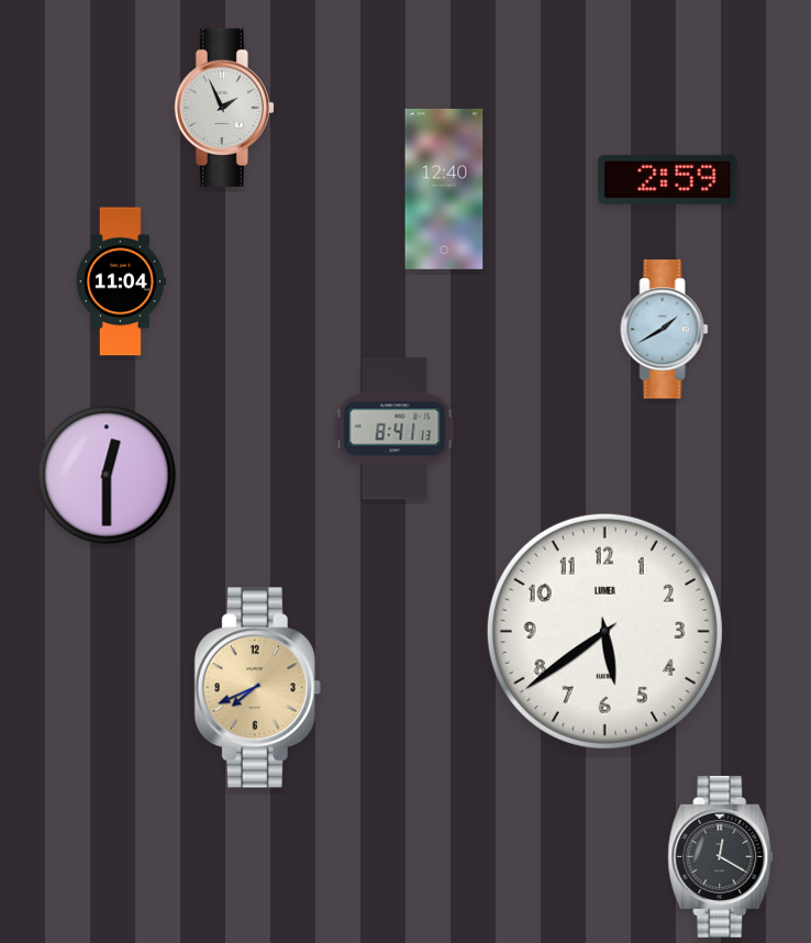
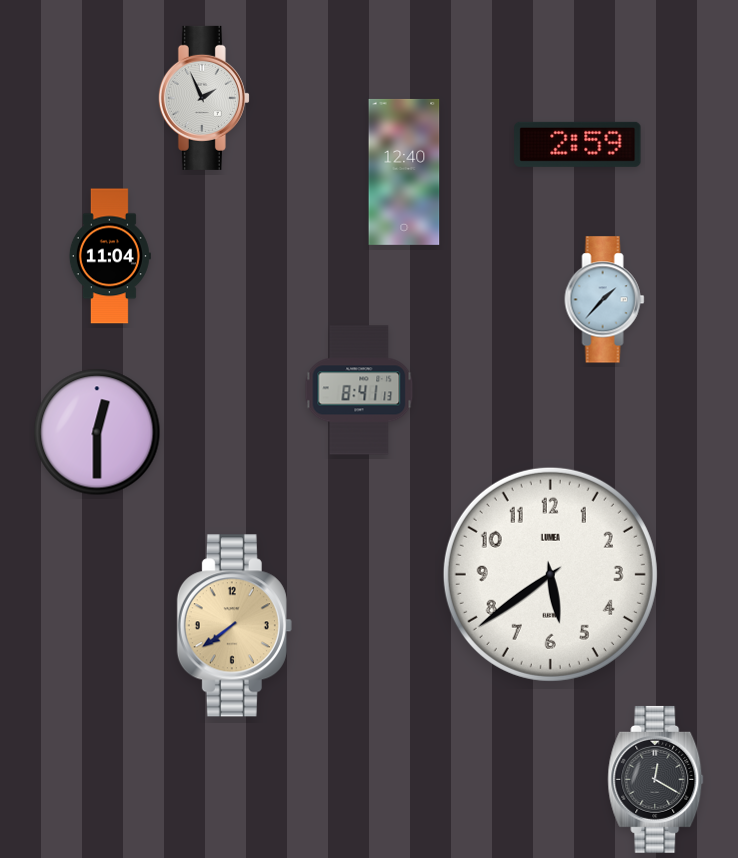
clock at (668, 179) position: (668, 179) -> (578, 144)
clock at (665, 330): 1:40 -> 1:37
clock at (257, 688): 7:41 -> 7:39
